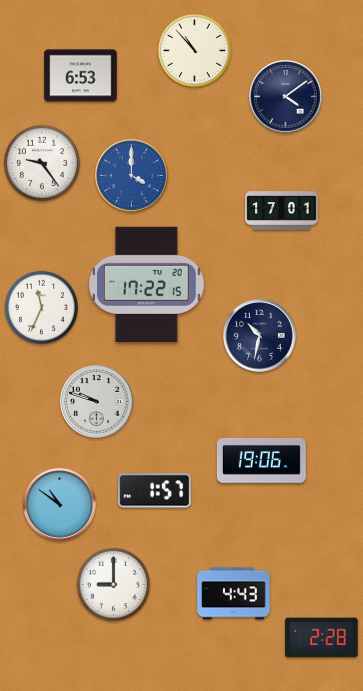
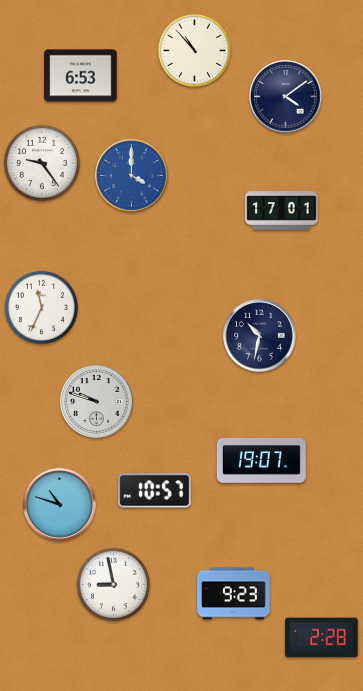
clock at (147, 284): 17:22 -> none
clock at (261, 461): 19:06 -> 19:07
clock at (155, 491): 1:57 -> 10:57
clock at (60, 505): 10:51 -> 10:48
clock at (113, 584): 9:00 -> 8:58
clock at (234, 594): 4:43 -> 9:23
